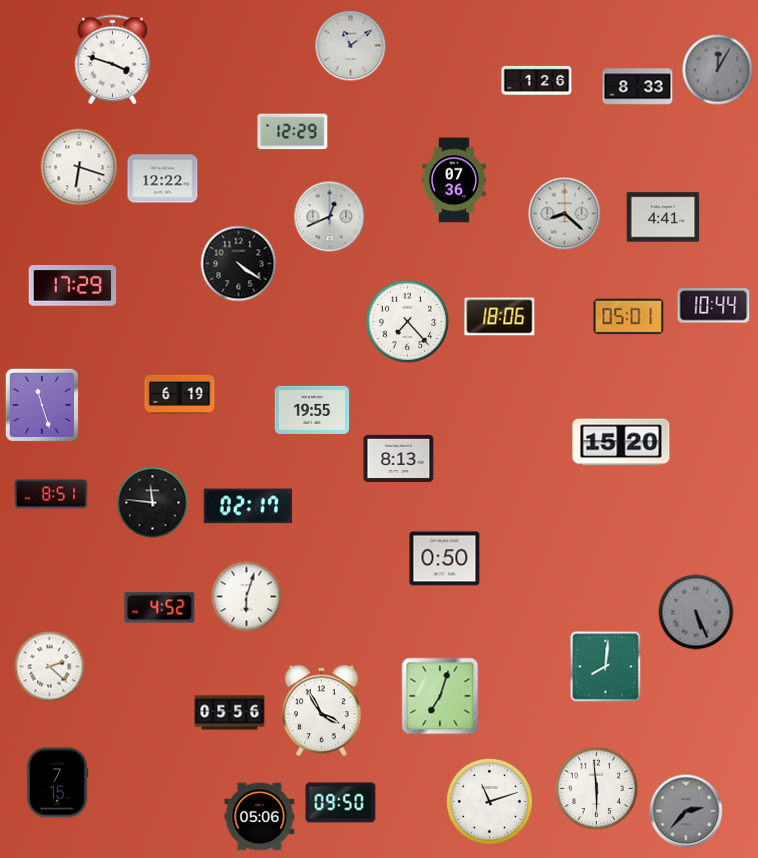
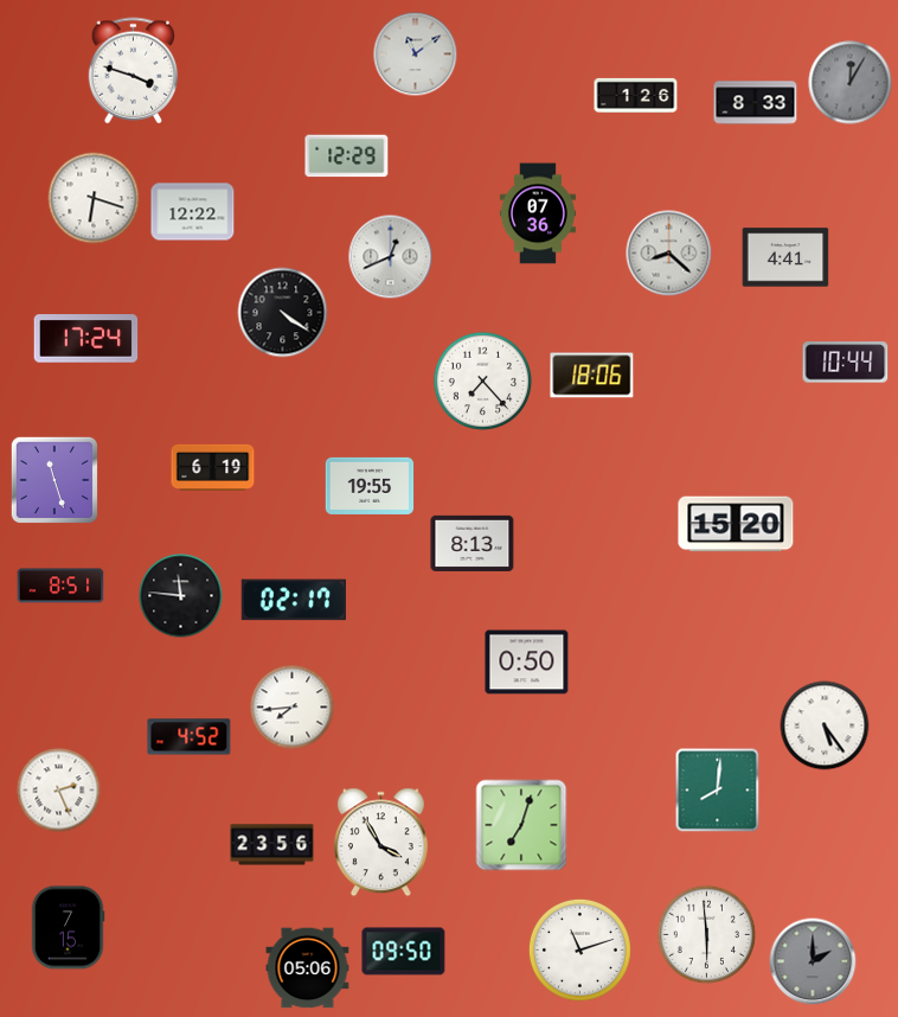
clock at (73, 286): 17:29 -> 17:24
clock at (629, 317): 05:01 -> none
clock at (42, 405) position: (42, 405) -> (54, 480)
clock at (247, 597): 6:03 -> 7:44
clock at (160, 608) position: (160, 608) -> (190, 737)
clock at (696, 612): 5:26 -> 5:24
clock at (696, 612) dial: grey -> white
clock at (50, 667): 2:22 -> 2:26
clock at (230, 713): 05:56 -> 23:56
clock at (686, 811): 2:37 -> 2:00
